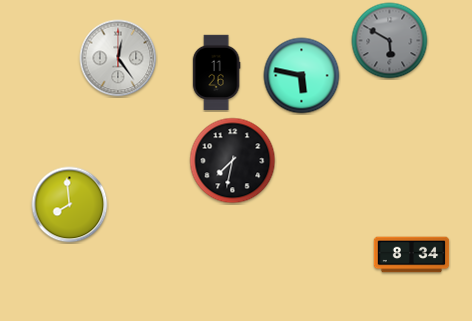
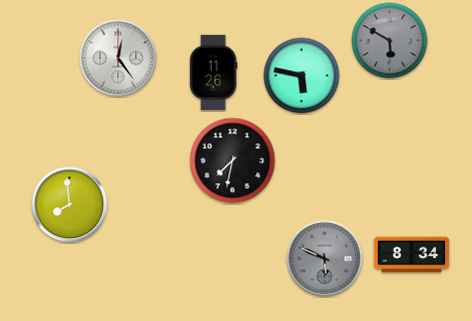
clock at (216, 73) position: (216, 73) -> (213, 73)
clock at (325, 259): none -> 5:49
